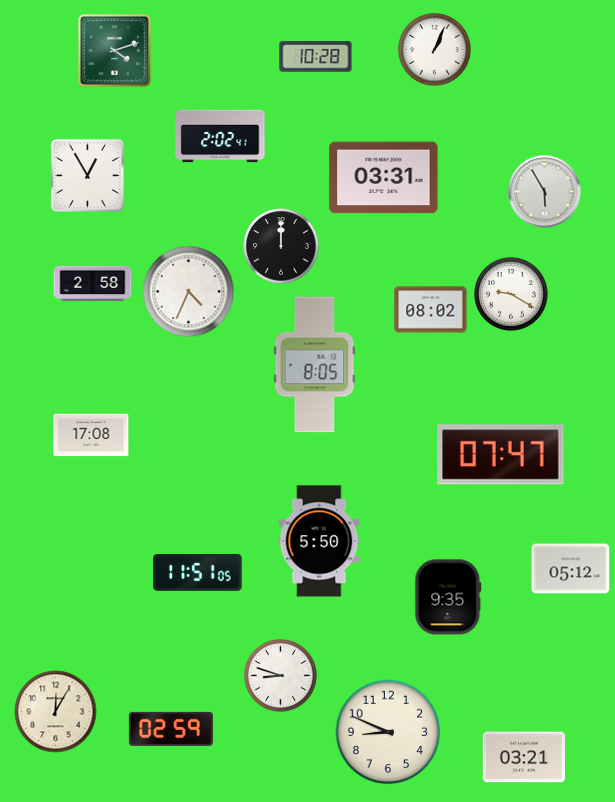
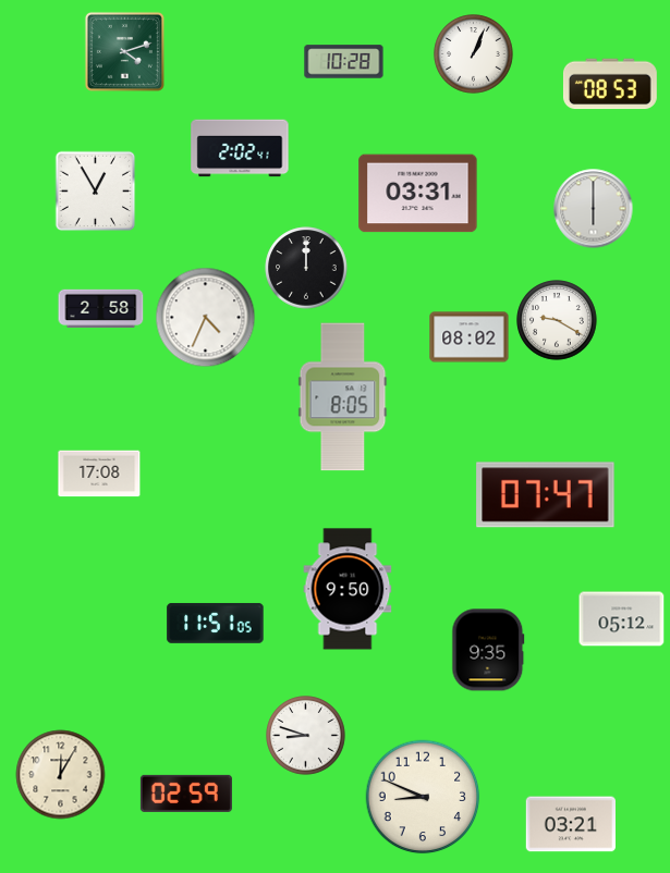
clock at (114, 50) position: (114, 50) -> (124, 51)
clock at (610, 84): none -> 08:53
clock at (545, 192): 5:55 -> 6:00
clock at (319, 541): 5:50 -> 9:50
